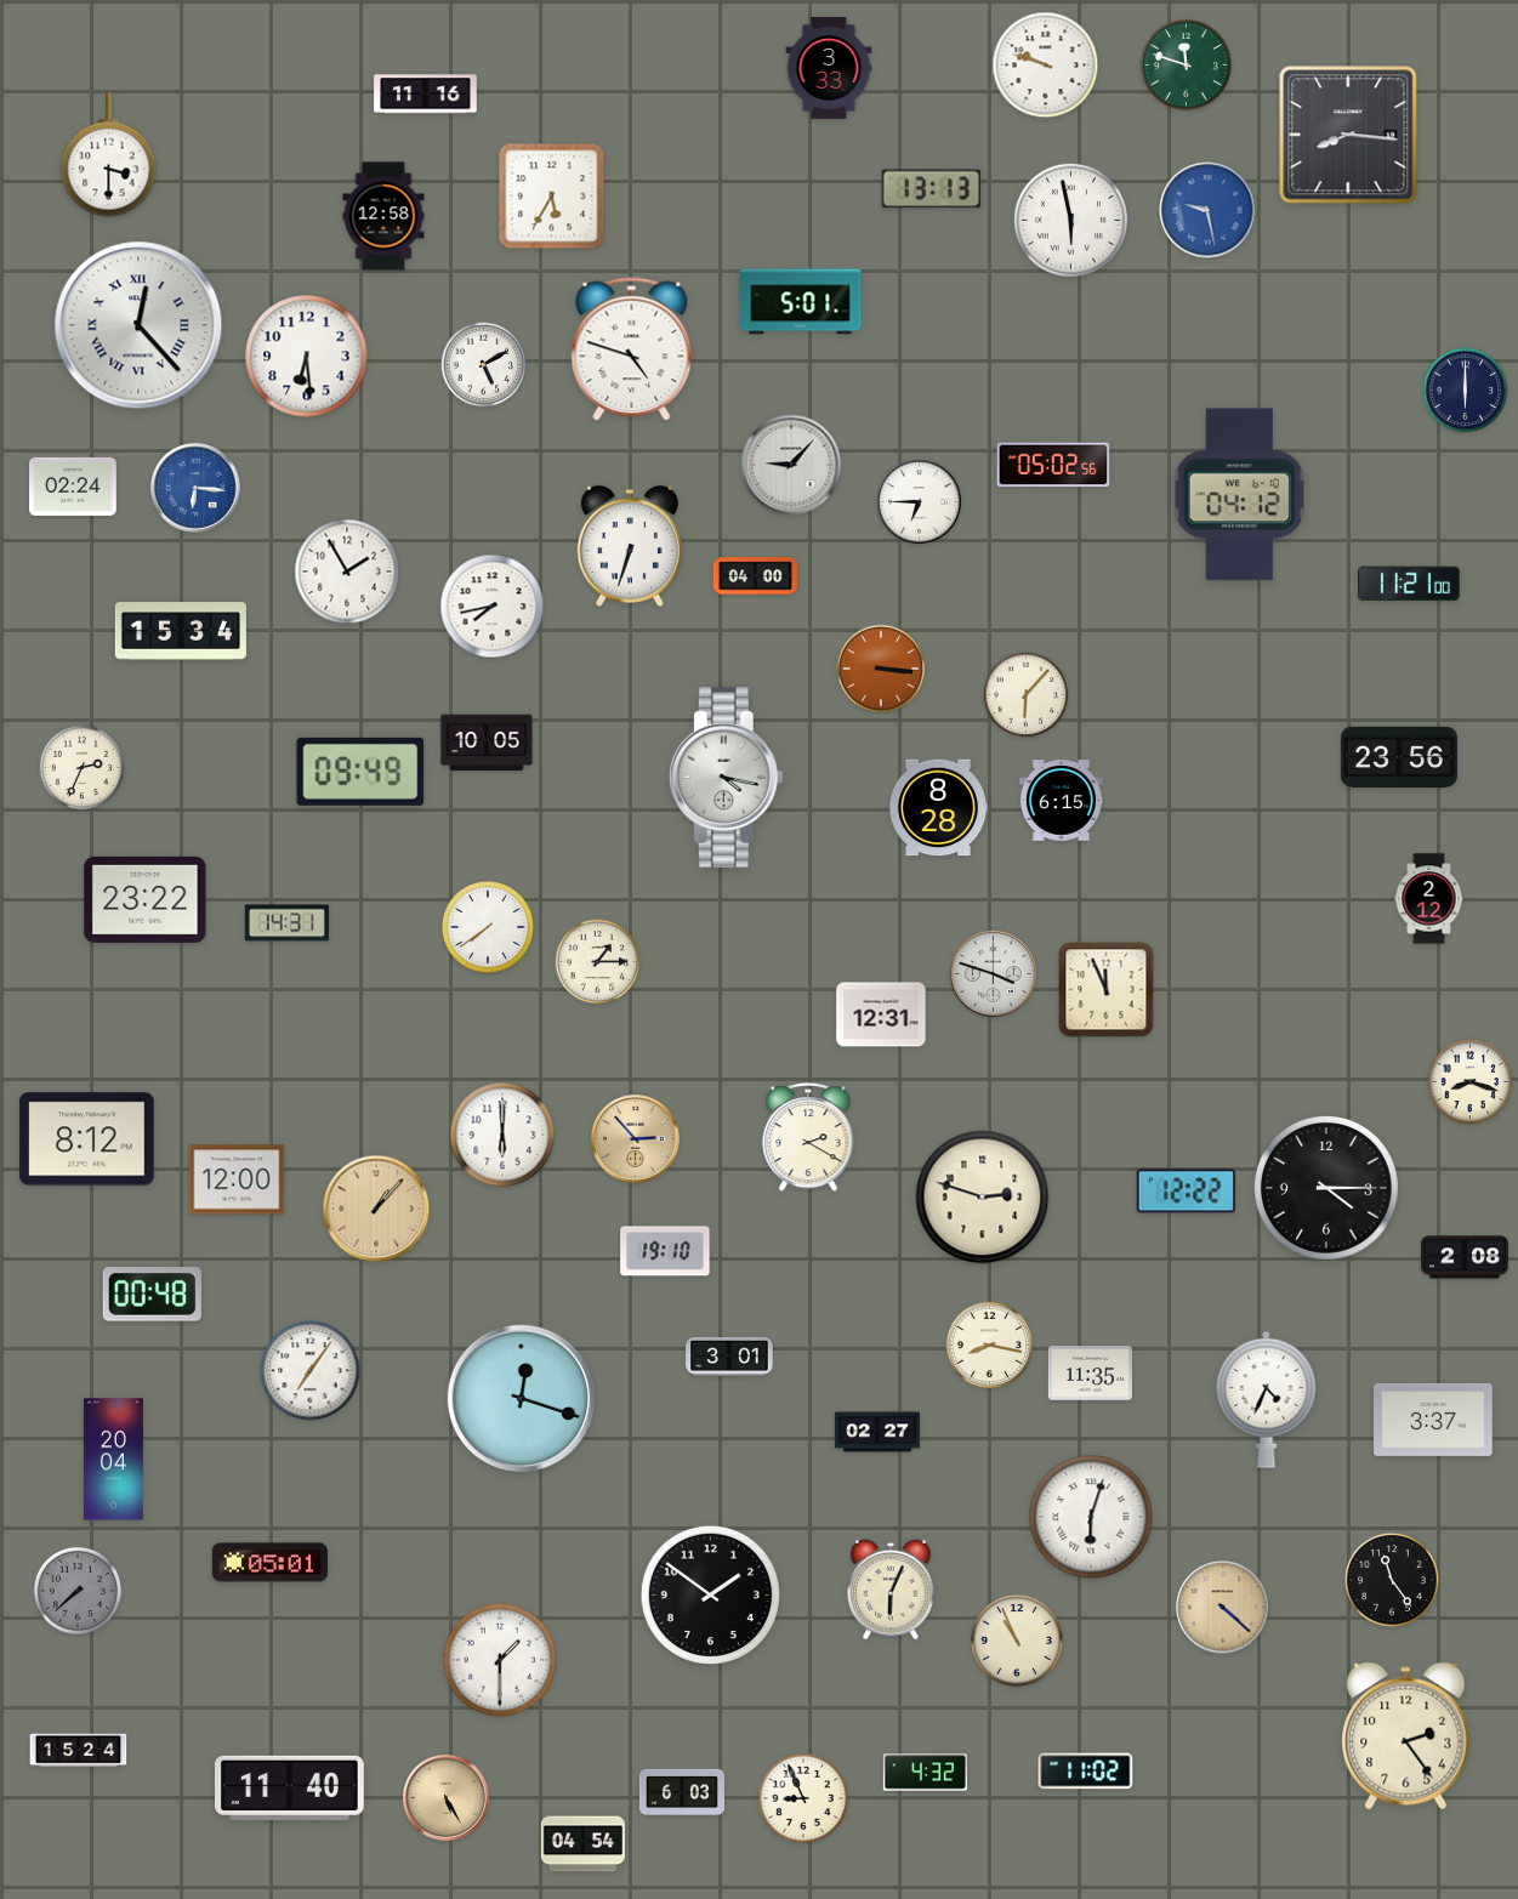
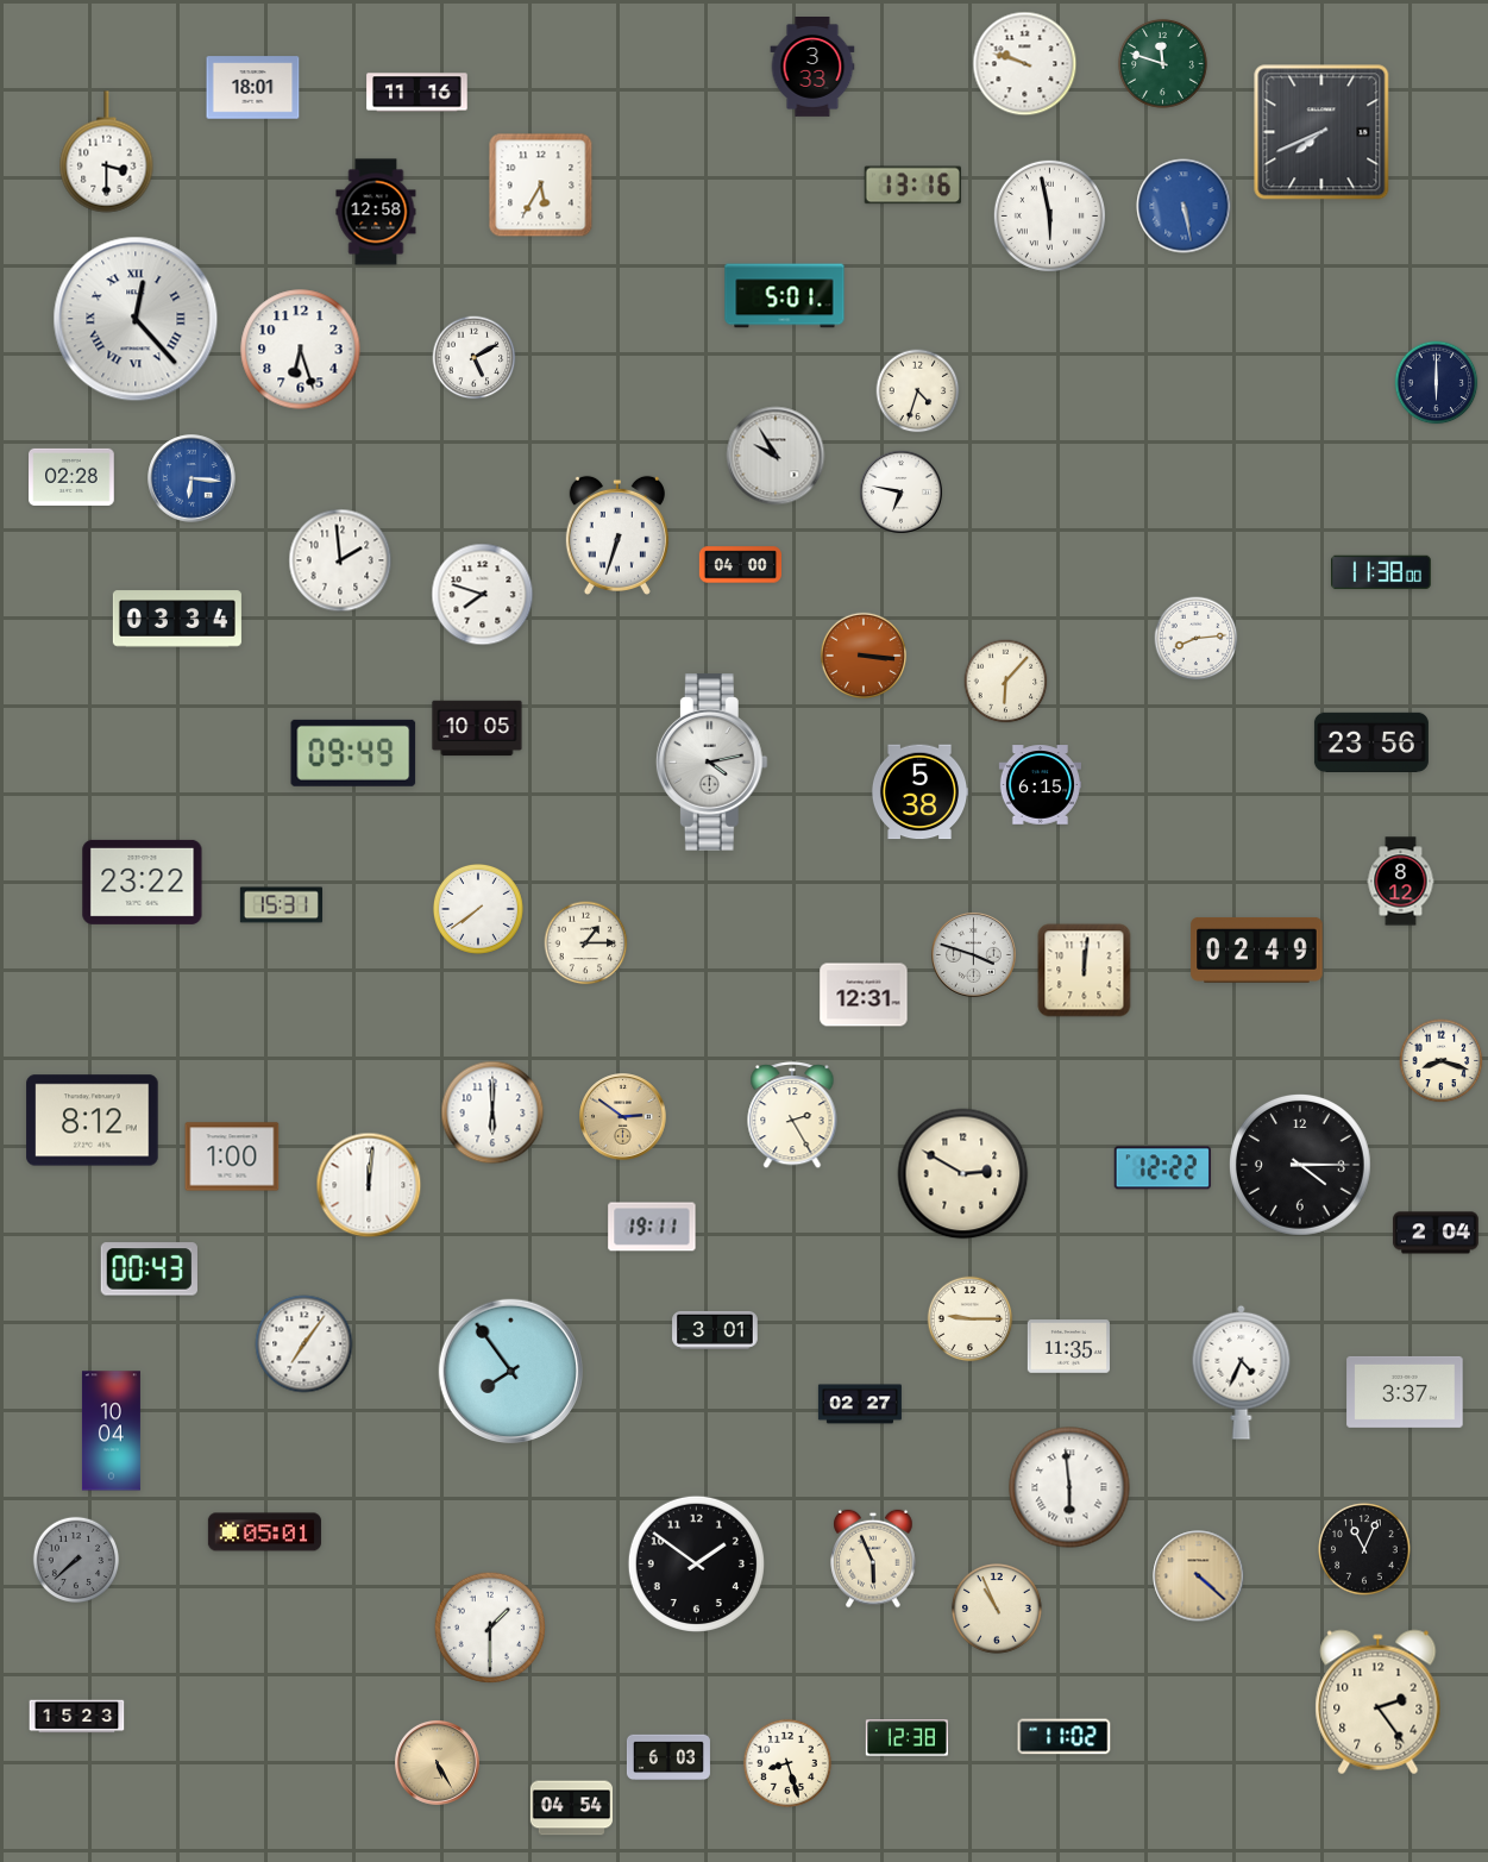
clock at (253, 88): none -> 18:01
clock at (1348, 135): 8:16 -> 7:41
clock at (931, 189): 13:13 -> 13:16
clock at (552, 197) position: (552, 197) -> (541, 186)
clock at (1207, 210): 9:28 -> 5:28
clock at (632, 349): 4:48 -> none
clock at (307, 357): 6:29 -> 6:27
clock at (918, 391): none -> 4:33
clock at (791, 465): 9:07 -> 9:55
clock at (1053, 465): 05:02 -> none
clock at (73, 487): 02:24 -> 02:28
clock at (1239, 495): 04:12 -> none
clock at (919, 501): 6:45 -> 6:47
clock at (347, 572): 1:55 -> 1:59
clock at (1410, 584): 11:21 -> 11:38
clock at (493, 607): 7:43 -> 7:48
clock at (181, 631): 15:34 -> 03:34
clock at (1197, 639): none -> 8:14
clock at (83, 768): 2:34 -> none
clock at (360, 772) position: (360, 772) -> (353, 753)
clock at (726, 778): 4:17 -> 4:13
clock at (938, 808): 8:28 -> 5:38
clock at (1429, 899): 2:12 -> 8:12
clock at (286, 923): 14:31 -> 15:31
clock at (1257, 949): none -> 02:49
clock at (1107, 990): 11:56 -> 12:01
clock at (808, 1138): 2:20 -> 2:25
clock at (87, 1139) position: (87, 1139) -> (93, 1121)
clock at (636, 1139): 2:53 -> 2:51
clock at (237, 1179): 12:00 -> 1:00
clock at (983, 1198): 2:48 -> 2:50
clock at (376, 1209): 1:07 -> 12:01
clock at (376, 1209) dial: champagne -> white
clock at (665, 1251): 19:10 -> 19:11
clock at (1465, 1257): 2:08 -> 2:04
clock at (152, 1295): 00:48 -> 00:43
clock at (990, 1346): 8:17 -> 9:15
clock at (521, 1398): 12:18 -> 7:54
clock at (113, 1460): 20:04 -> 10:04
clock at (1091, 1517): 6:03 -> 5:59
clock at (1392, 1580): 11:24 -> 11:04
clock at (891, 1590): 6:04 -> 5:56
clock at (79, 1751): 15:24 -> 15:23
clock at (925, 1773): 4:32 -> 12:38
clock at (290, 1787): 11:40 -> none
clock at (803, 1798): 8:56 -> 8:27
